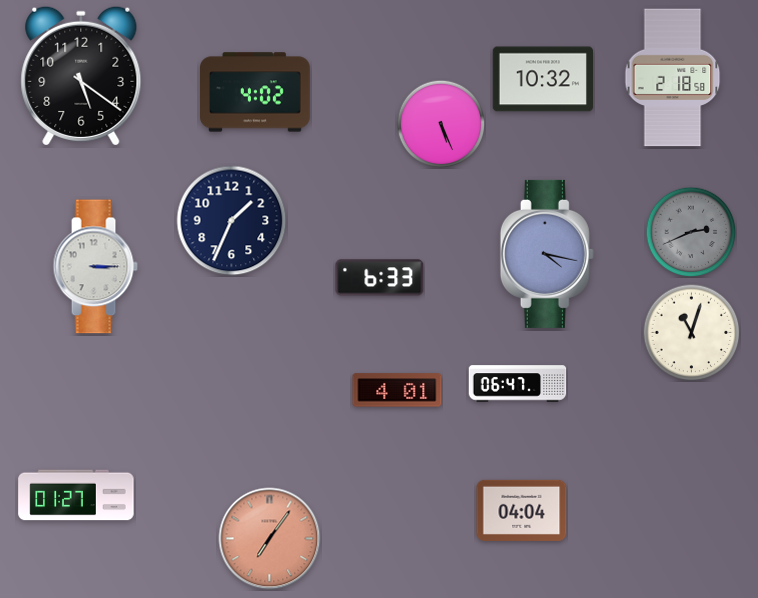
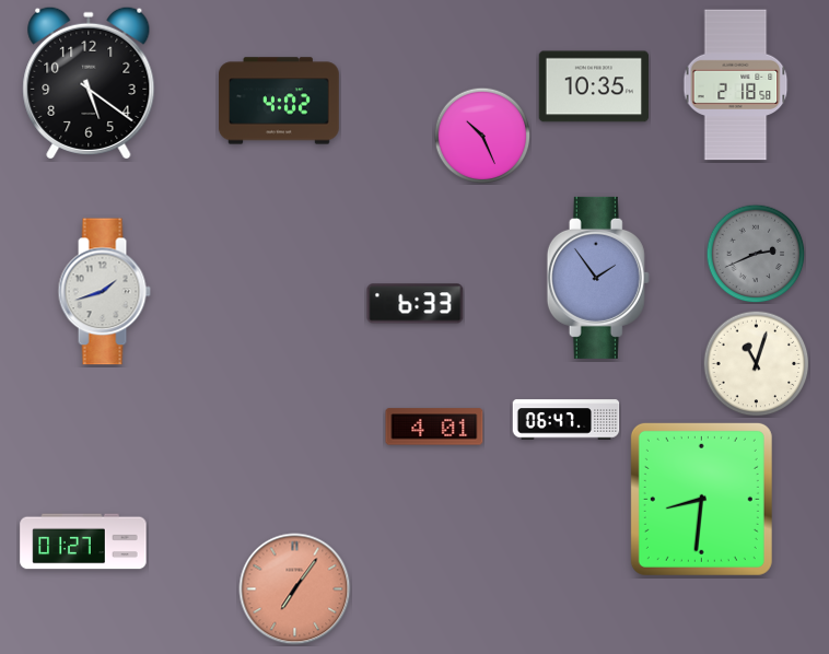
clock at (542, 79): 10:32 -> 10:35
clock at (441, 124): 5:26 -> 10:26
clock at (232, 221): 1:34 -> none
clock at (547, 254): 4:17 -> 1:54
clock at (95, 267): 3:15 -> 1:42
clock at (701, 499): none -> 8:31
clock at (522, 510): 04:04 -> none
